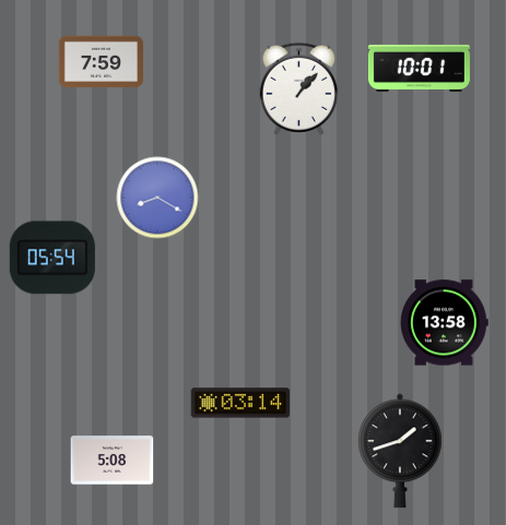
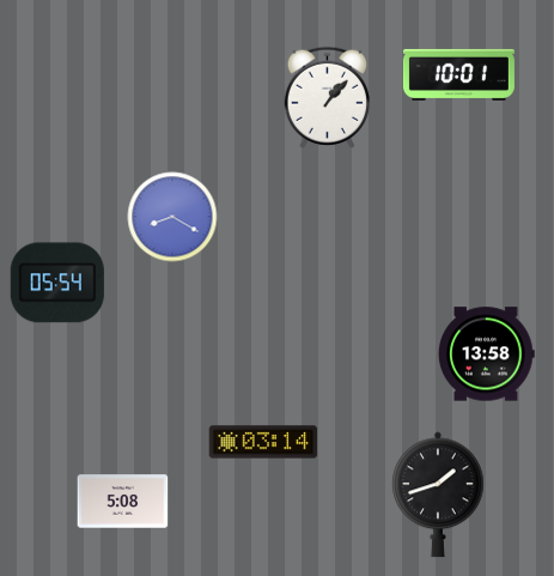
clock at (102, 62): 7:59 -> none
clock at (113, 461) position: (113, 461) -> (123, 502)
